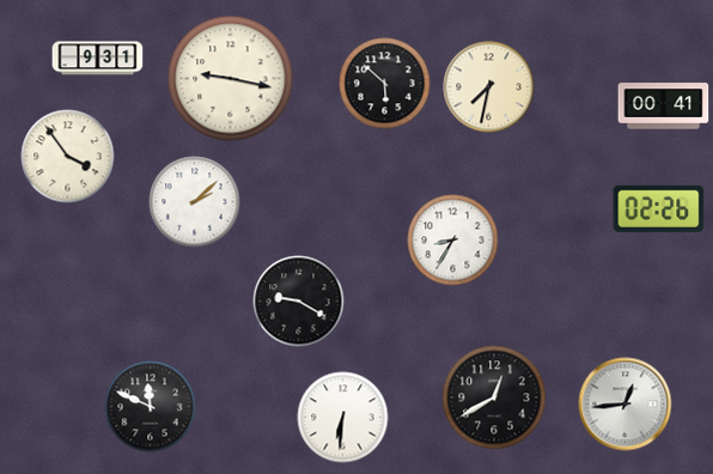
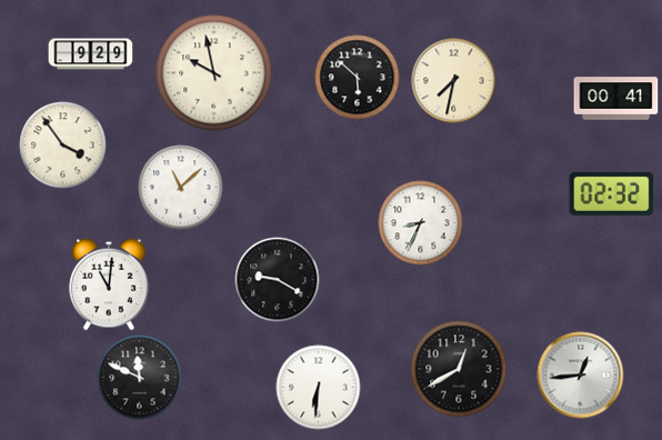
clock at (98, 59): 9:31 -> 9:29
clock at (231, 79): 9:17 -> 9:58
clock at (195, 202): 2:08 -> 11:08
clock at (659, 208): 02:26 -> 02:32
clock at (453, 241): 8:35 -> 8:34
clock at (109, 284): none -> 11:01
